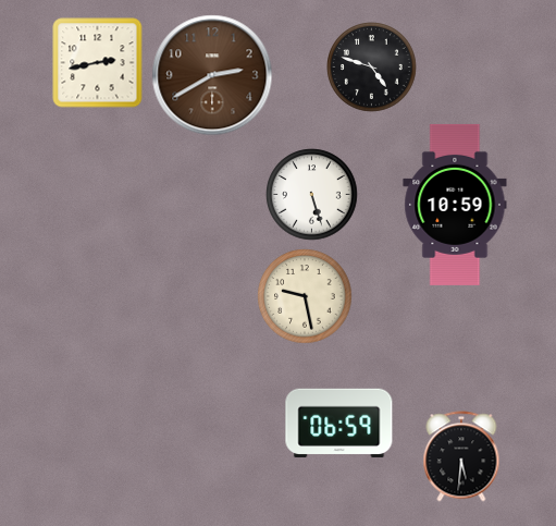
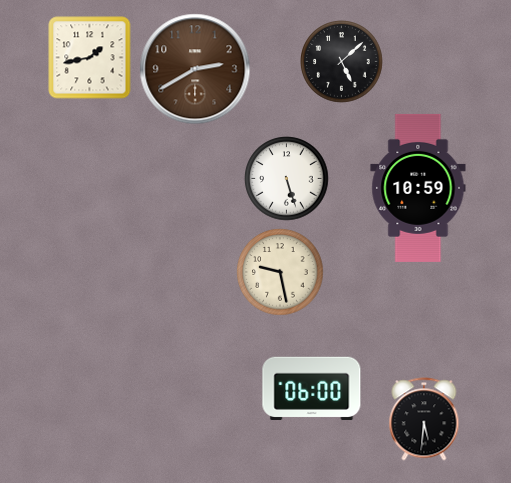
clock at (98, 63): 2:43 -> 1:43
clock at (372, 68): 4:48 -> 5:08
clock at (339, 423): 06:59 -> 06:00
